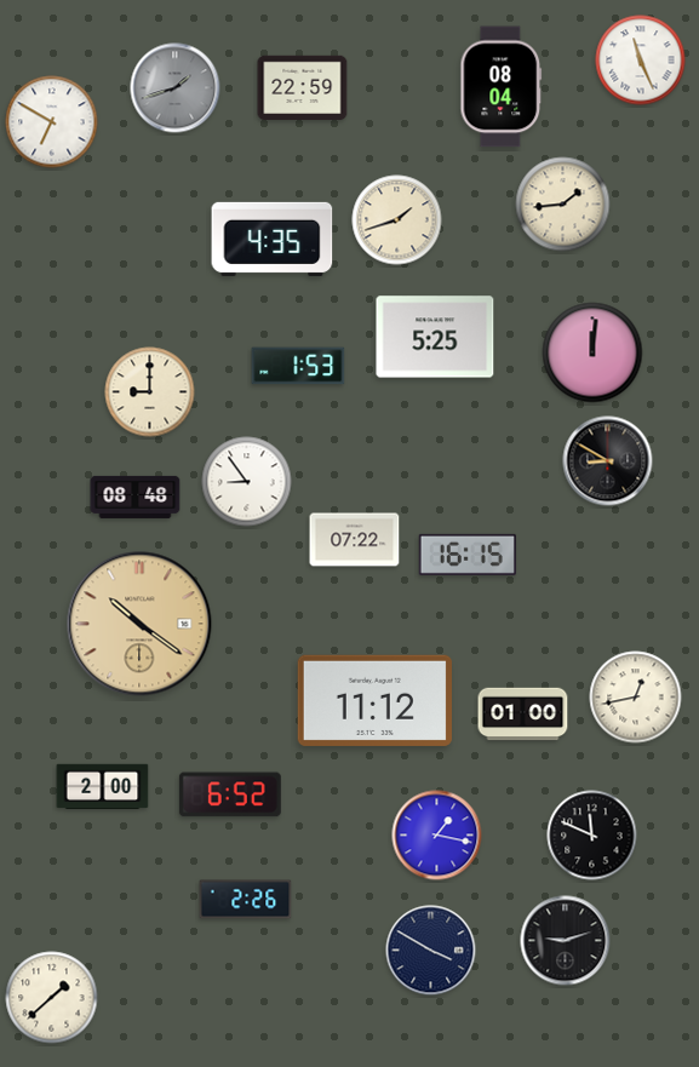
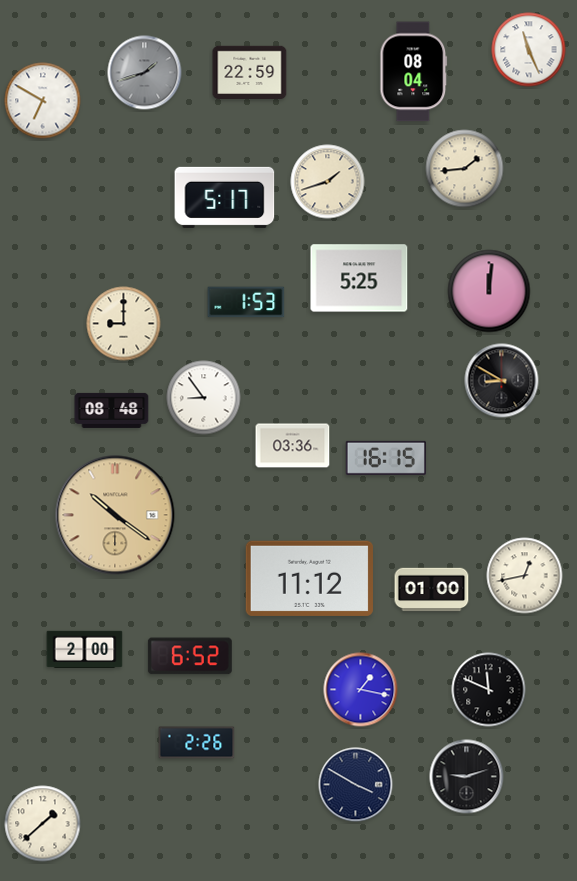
clock at (273, 239): 4:35 -> 5:17
clock at (355, 540): 07:22 -> 03:36
clock at (246, 900) position: (246, 900) -> (197, 743)
